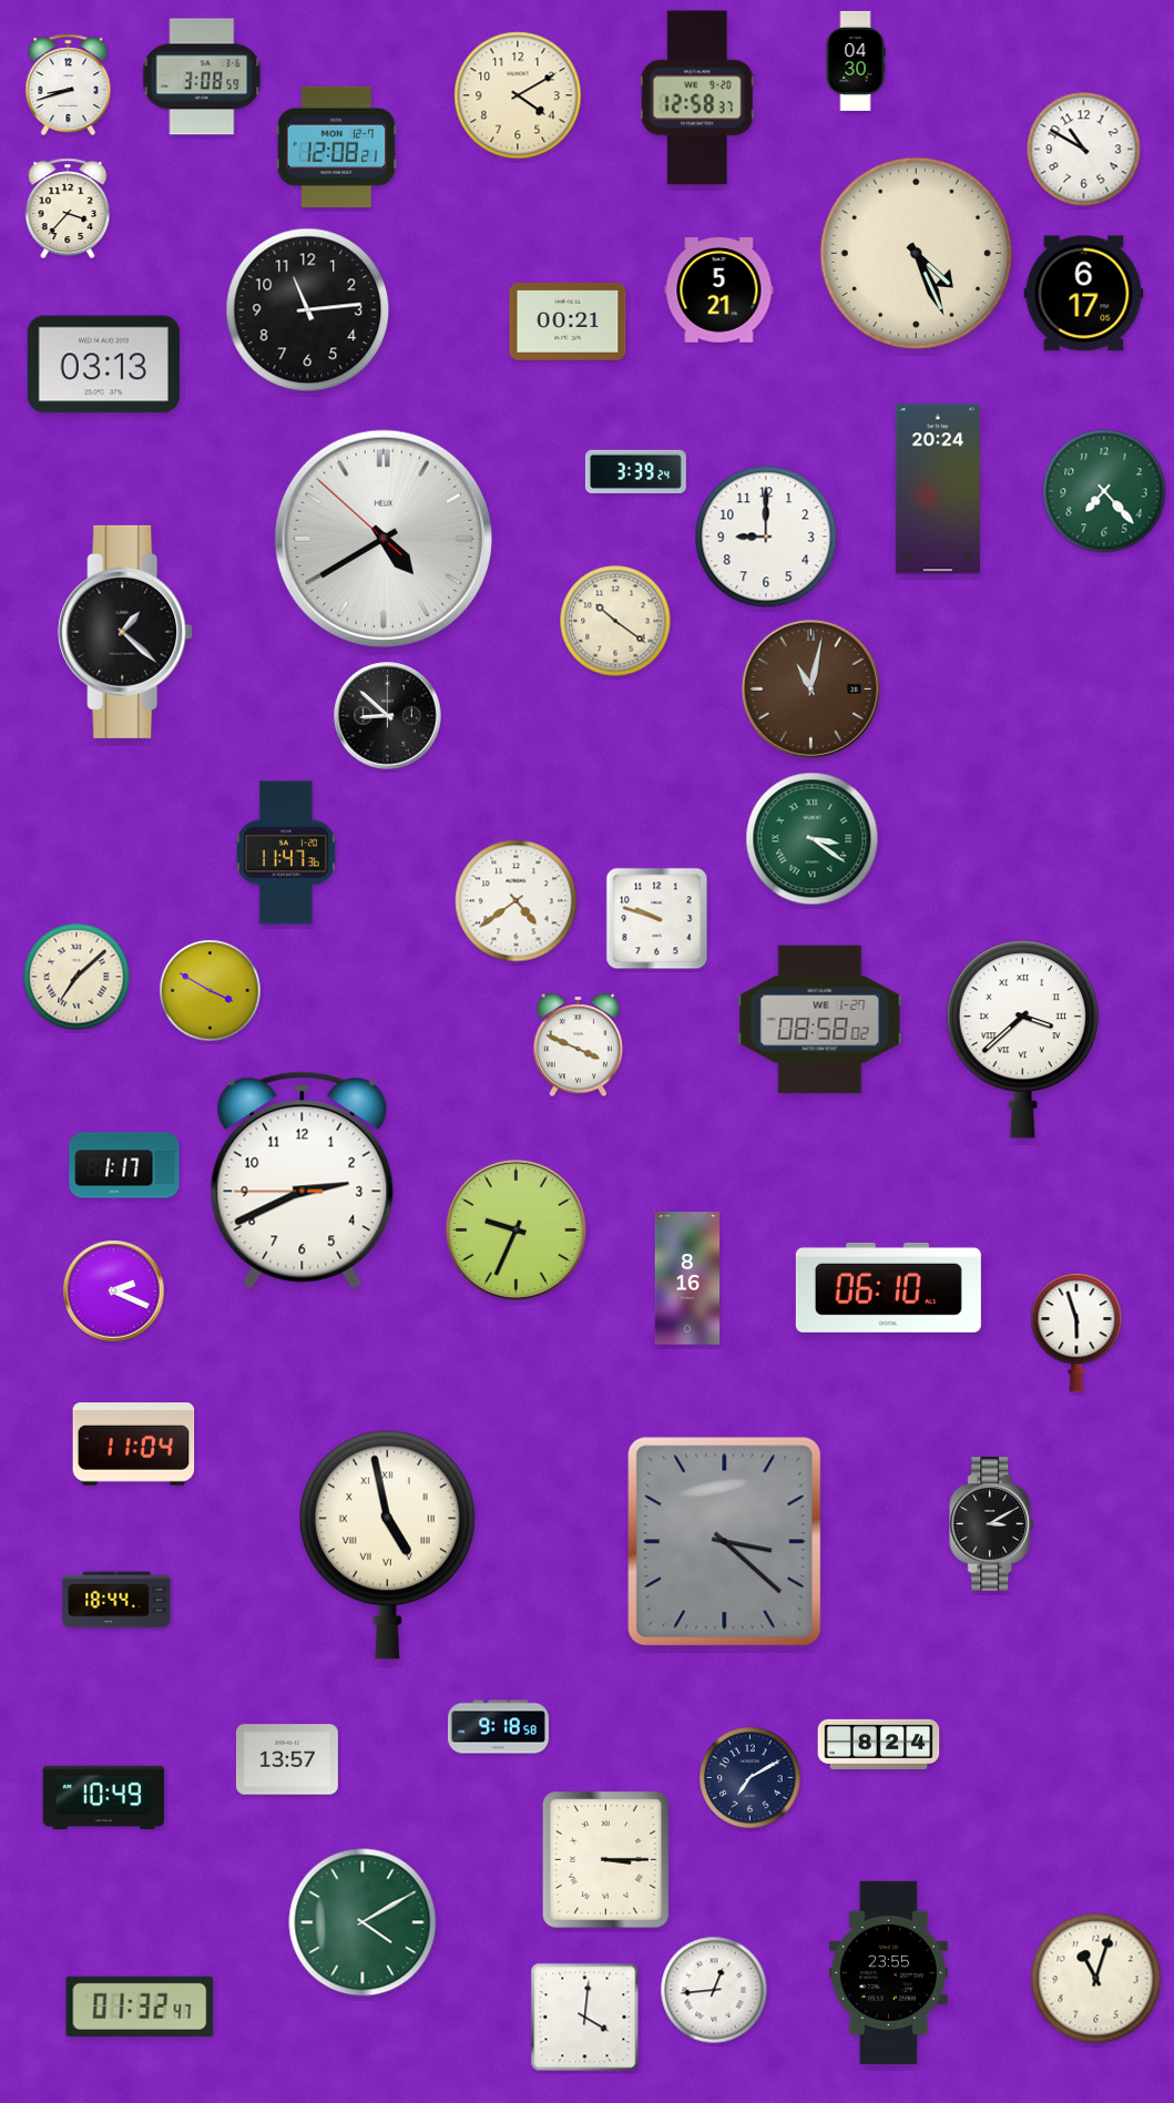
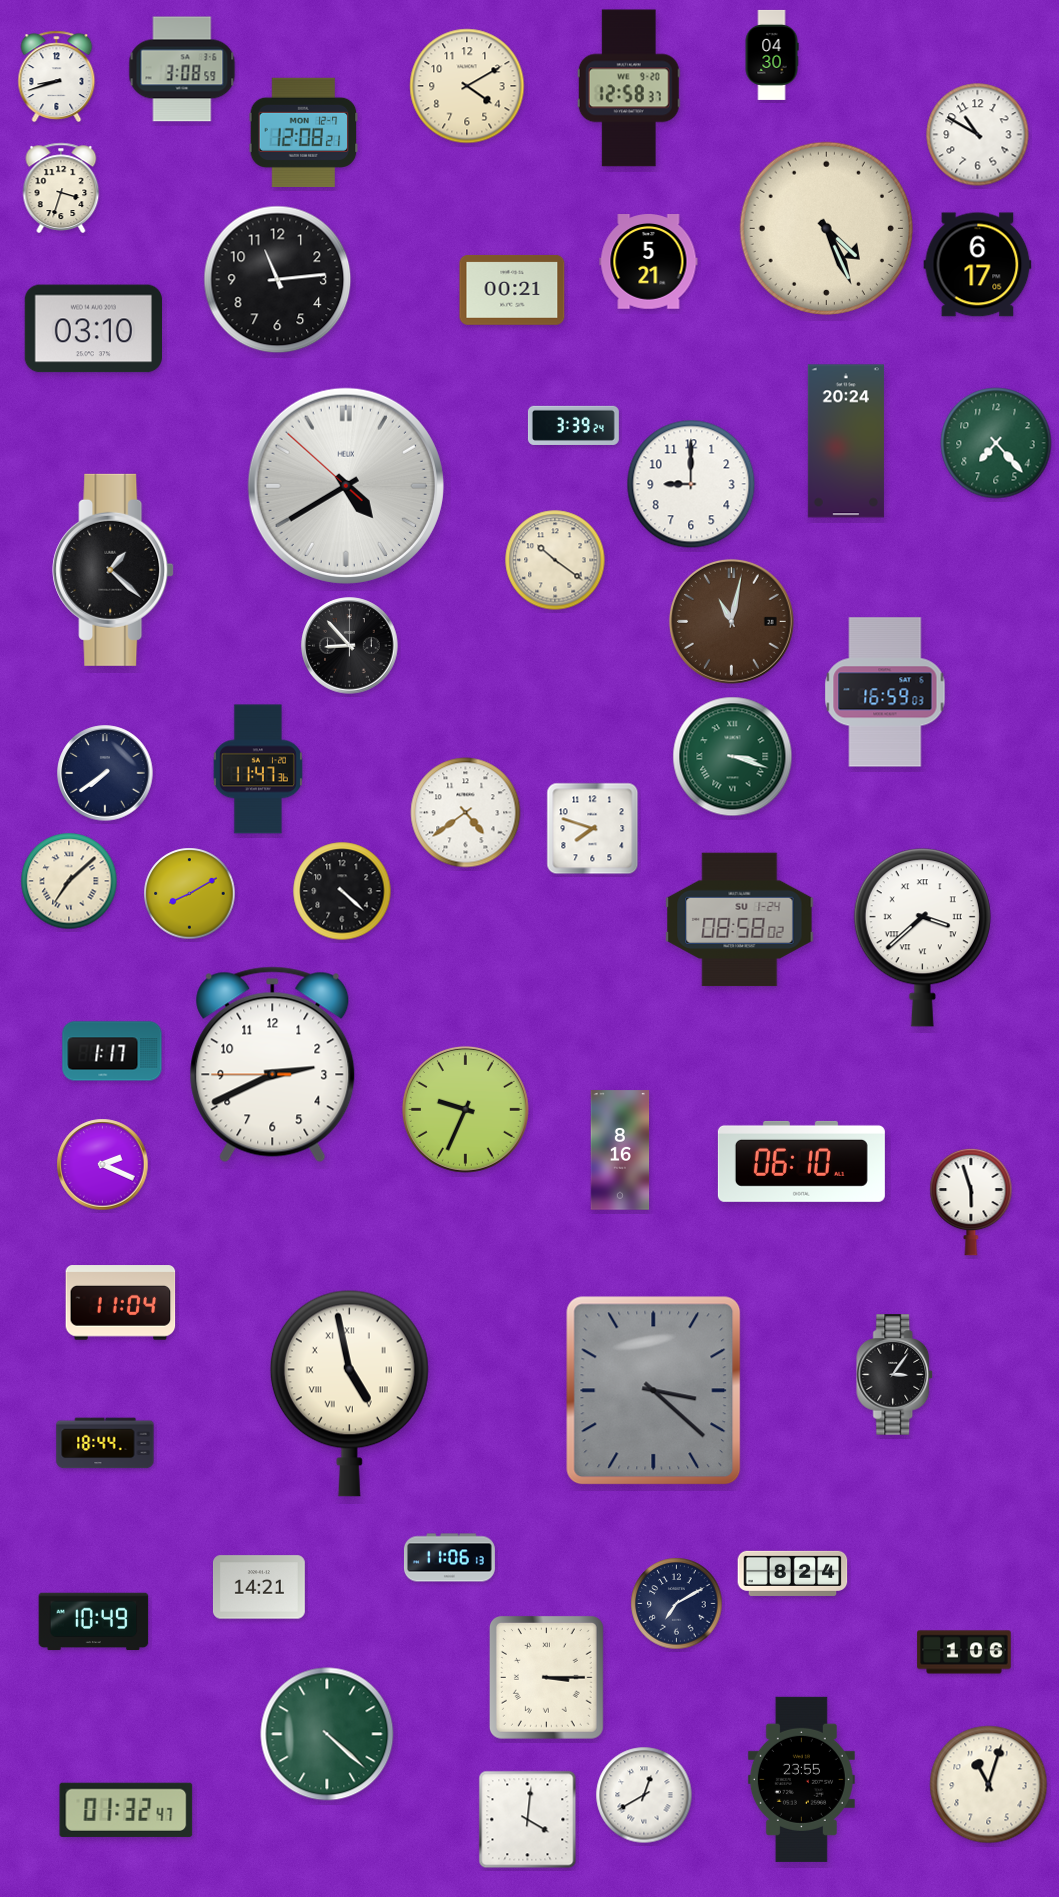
clock at (69, 85) position: (69, 85) -> (57, 77)
clock at (68, 208): 3:37 -> 3:33
clock at (103, 365): 03:13 -> 03:10
clock at (388, 716): 8:52 -> 8:53
clock at (885, 692): none -> 16:59
clock at (813, 839): 3:21 -> 3:18
clock at (105, 773): none -> 7:39
clock at (657, 919): 9:48 -> 7:48
clock at (342, 891): none -> 4:22
clock at (211, 991): 3:50 -> 8:10
clock at (820, 1020) date: WE 1-27 -> SU 1-24
clock at (579, 1045): 3:49 -> none
clock at (687, 1278) position: (687, 1278) -> (620, 1150)
clock at (992, 1524): 3:10 -> 3:06
clock at (498, 1727): 9:18 -> 11:06
clock at (287, 1759): 13:57 -> 14:21
clock at (964, 1652): none -> 1:06
clock at (363, 1922): 4:10 -> 4:22
clock at (714, 1990): 12:44 -> 12:40
